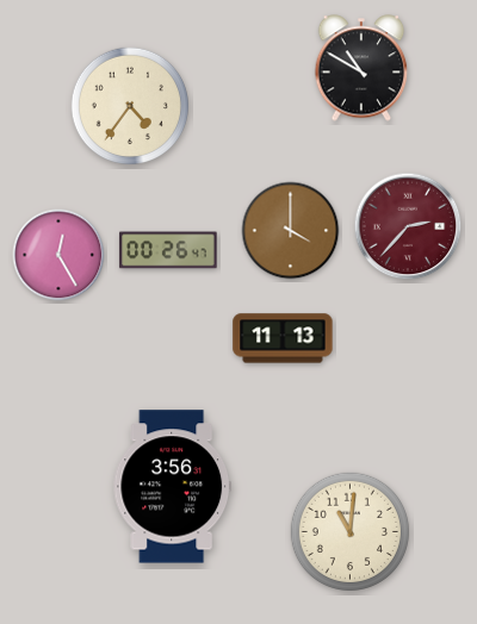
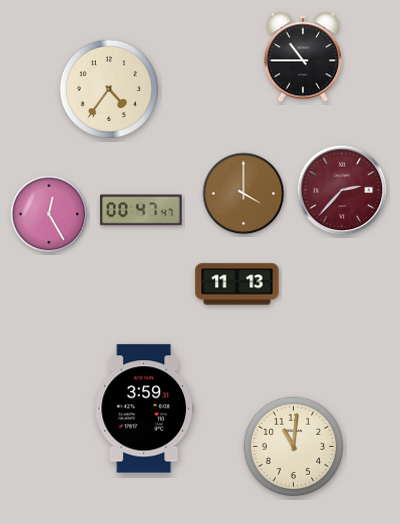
clock at (361, 68): 10:50 -> 10:45
clock at (168, 250): 00:26 -> 00:47
clock at (173, 487): 3:56 -> 3:59
